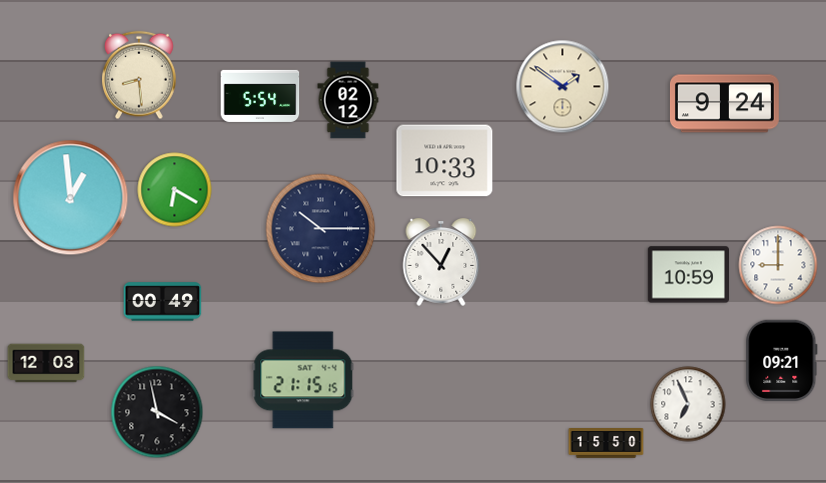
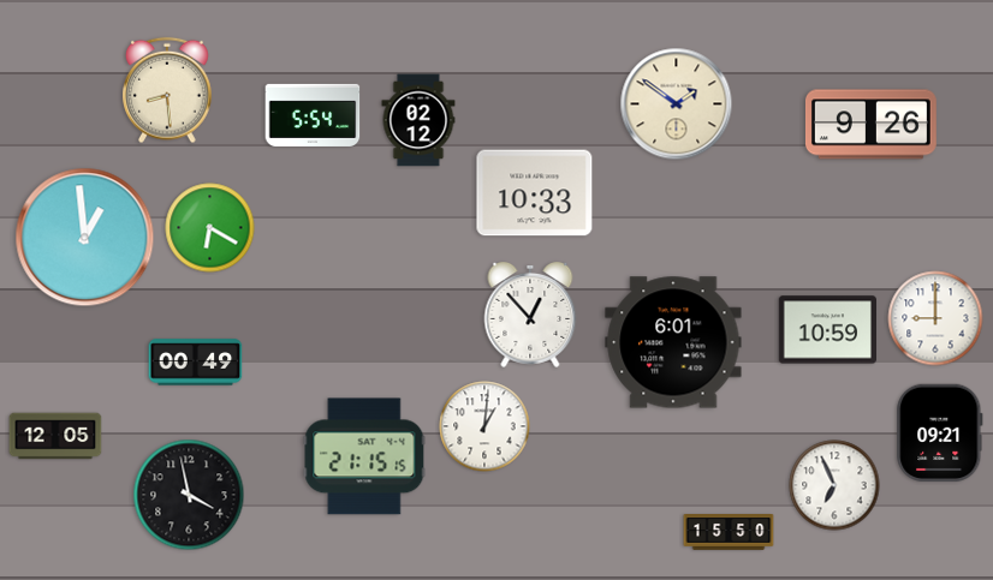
clock at (724, 104): 9:24 -> 9:26
clock at (321, 229): 10:15 -> none
clock at (673, 342): none -> 6:01
clock at (484, 426): none -> 1:01
clock at (46, 363): 12:03 -> 12:05
clock at (688, 404) position: (688, 404) -> (834, 485)
